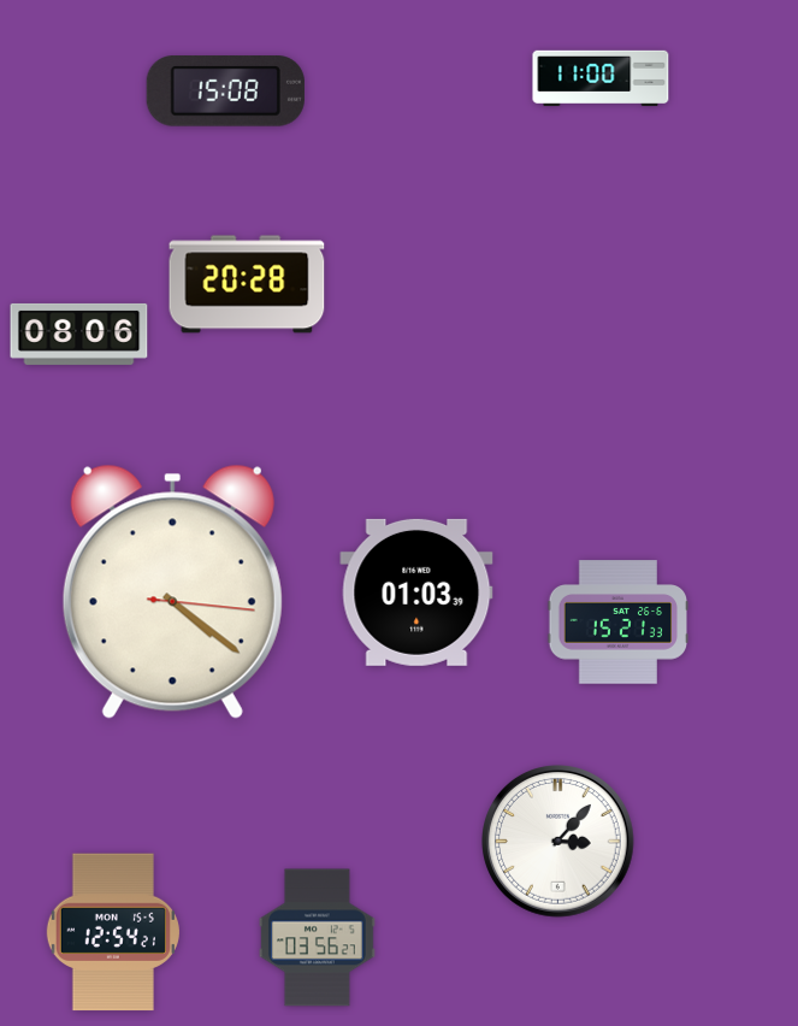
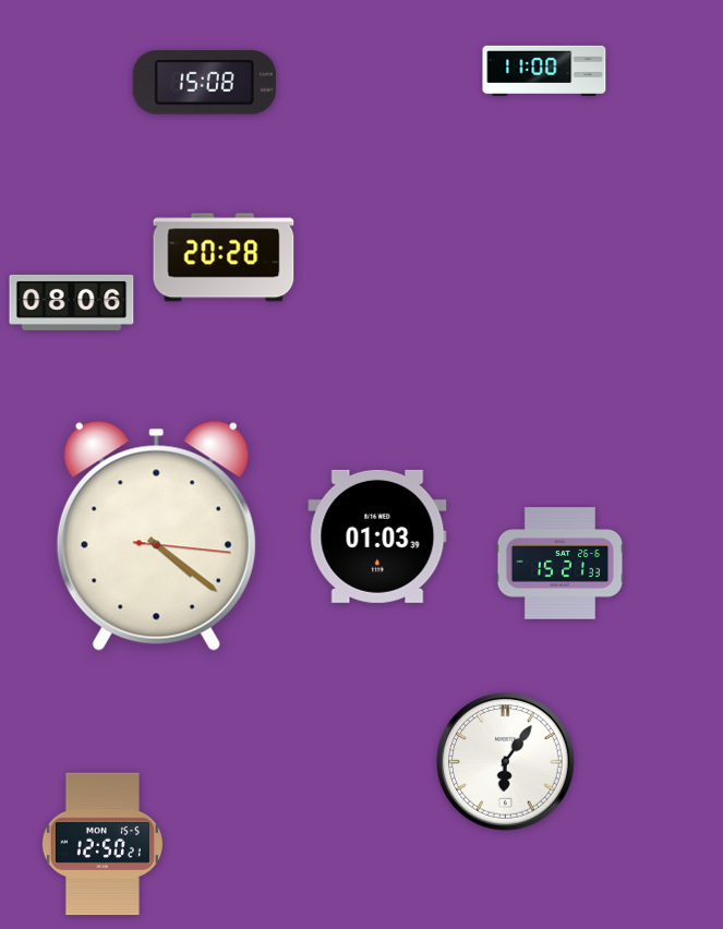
clock at (558, 842): 3:07 -> 6:06
clock at (113, 932): 12:54 -> 12:50
clock at (318, 938): 03:56 -> none
